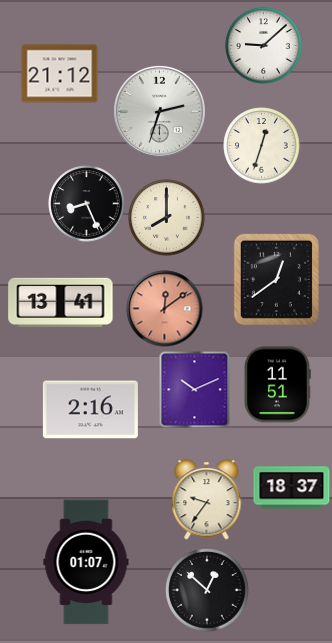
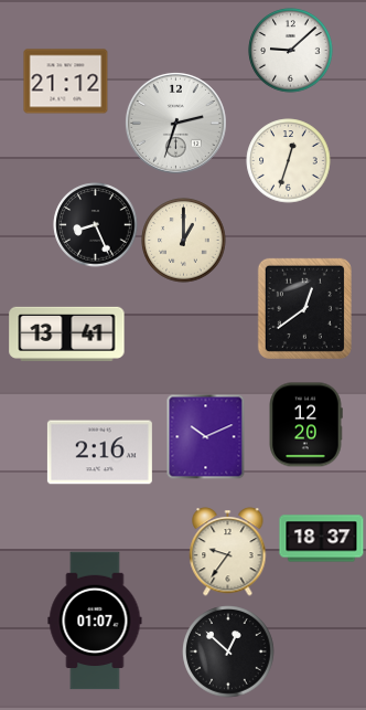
clock at (167, 218): 8:00 -> 1:00
clock at (165, 309): 12:09 -> none
clock at (277, 385): 11:51 -> 12:20
clock at (195, 389) position: (195, 389) -> (206, 436)
